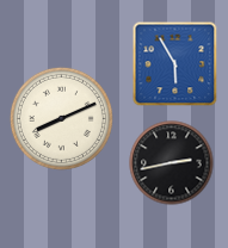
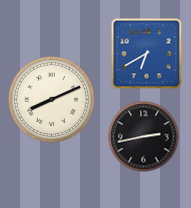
clock at (175, 64): 5:55 -> 6:40
